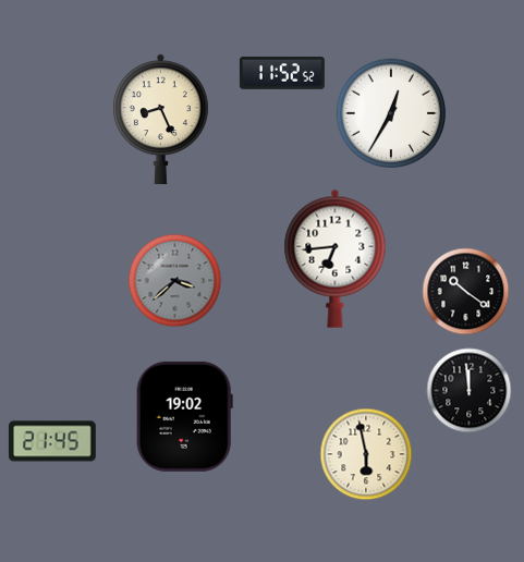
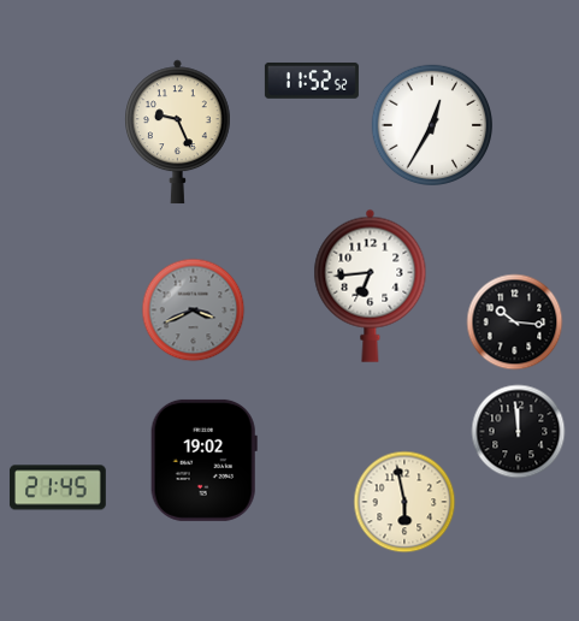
clock at (161, 120): 8:26 -> 9:26
clock at (175, 281): 3:38 -> 3:41
clock at (466, 292): 10:21 -> 10:16
